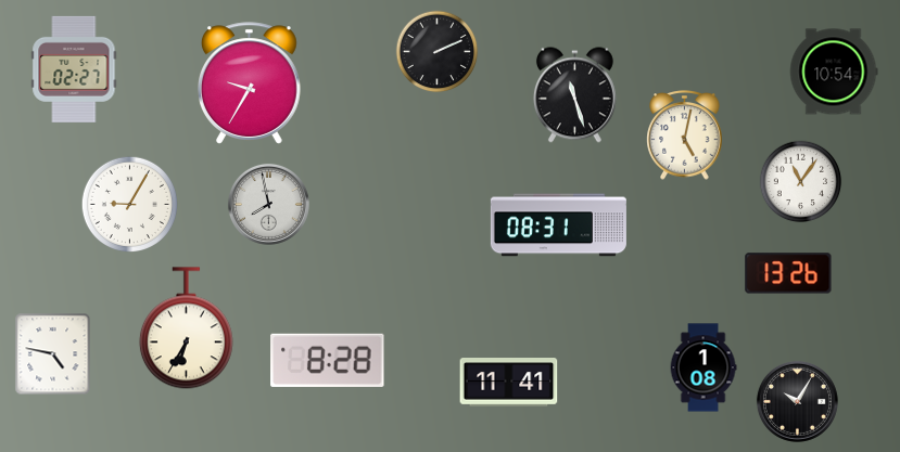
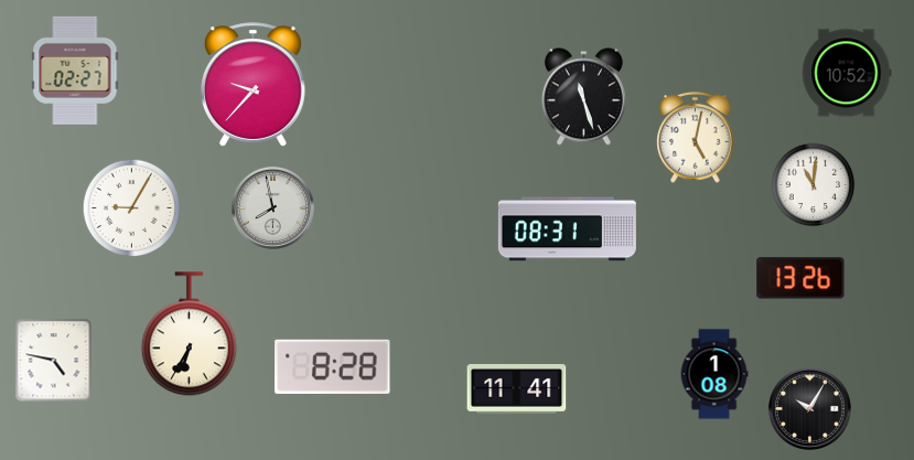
clock at (438, 52): 2:11 -> none
clock at (834, 72): 10:54 -> 10:52
clock at (250, 83): 9:35 -> 9:37
clock at (801, 182): 11:06 -> 11:01
